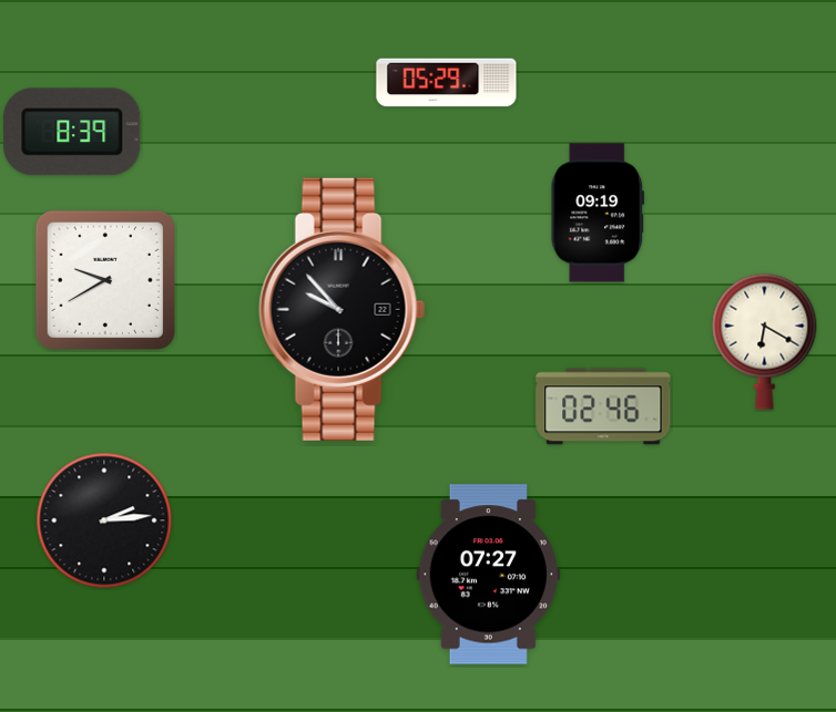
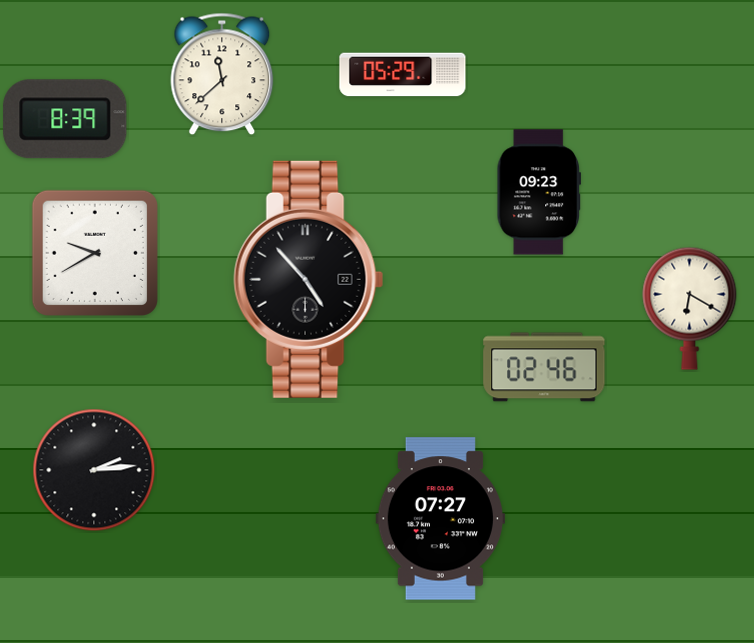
clock at (222, 74): none -> 11:38
clock at (597, 213): 09:19 -> 09:23
clock at (343, 309): 9:53 -> 4:53
